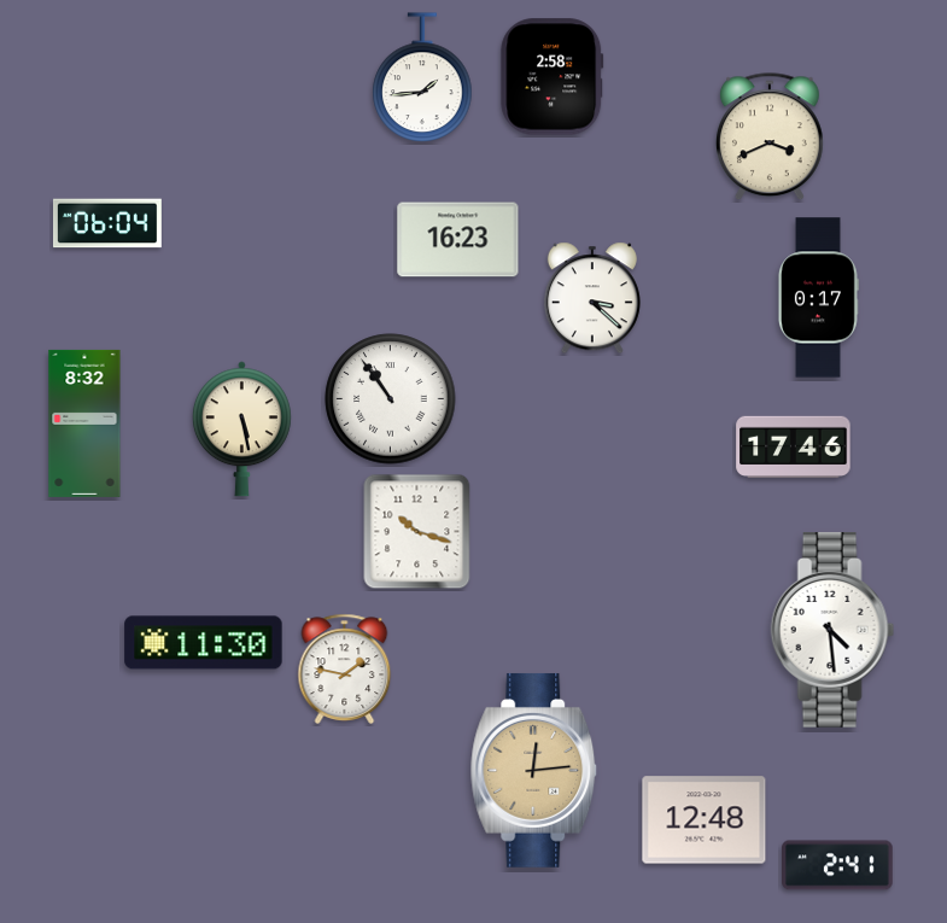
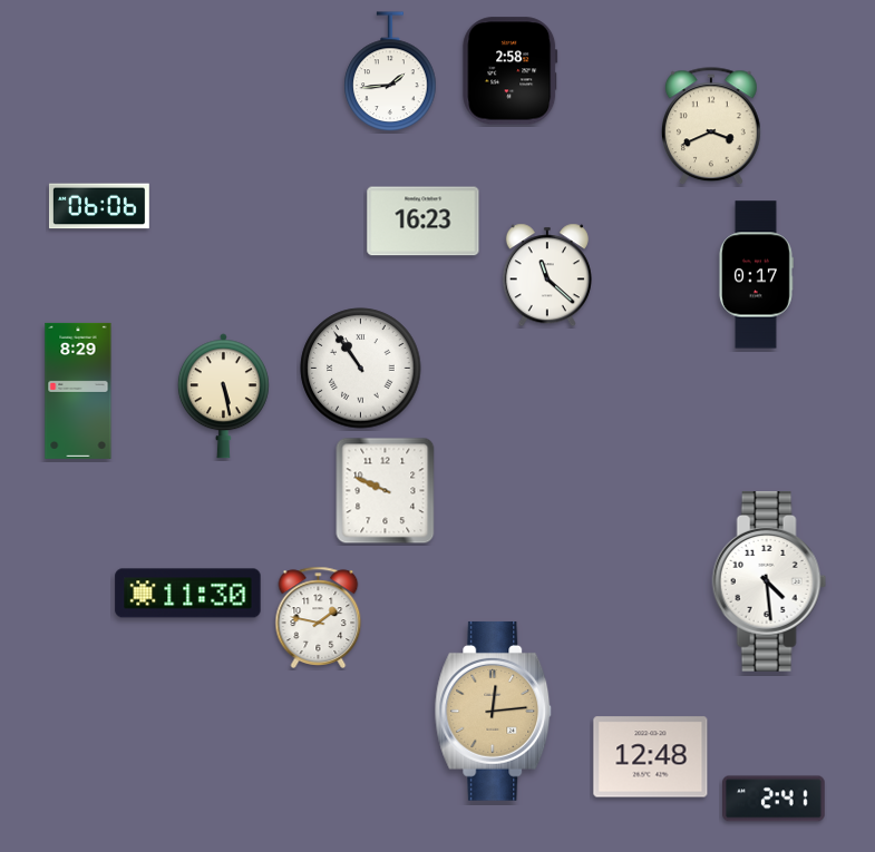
clock at (107, 223): 06:04 -> 06:06
clock at (592, 298): 3:22 -> 11:22
clock at (84, 423): 8:32 -> 8:29
clock at (794, 446): 17:46 -> none
clock at (417, 532): 10:18 -> 9:49
